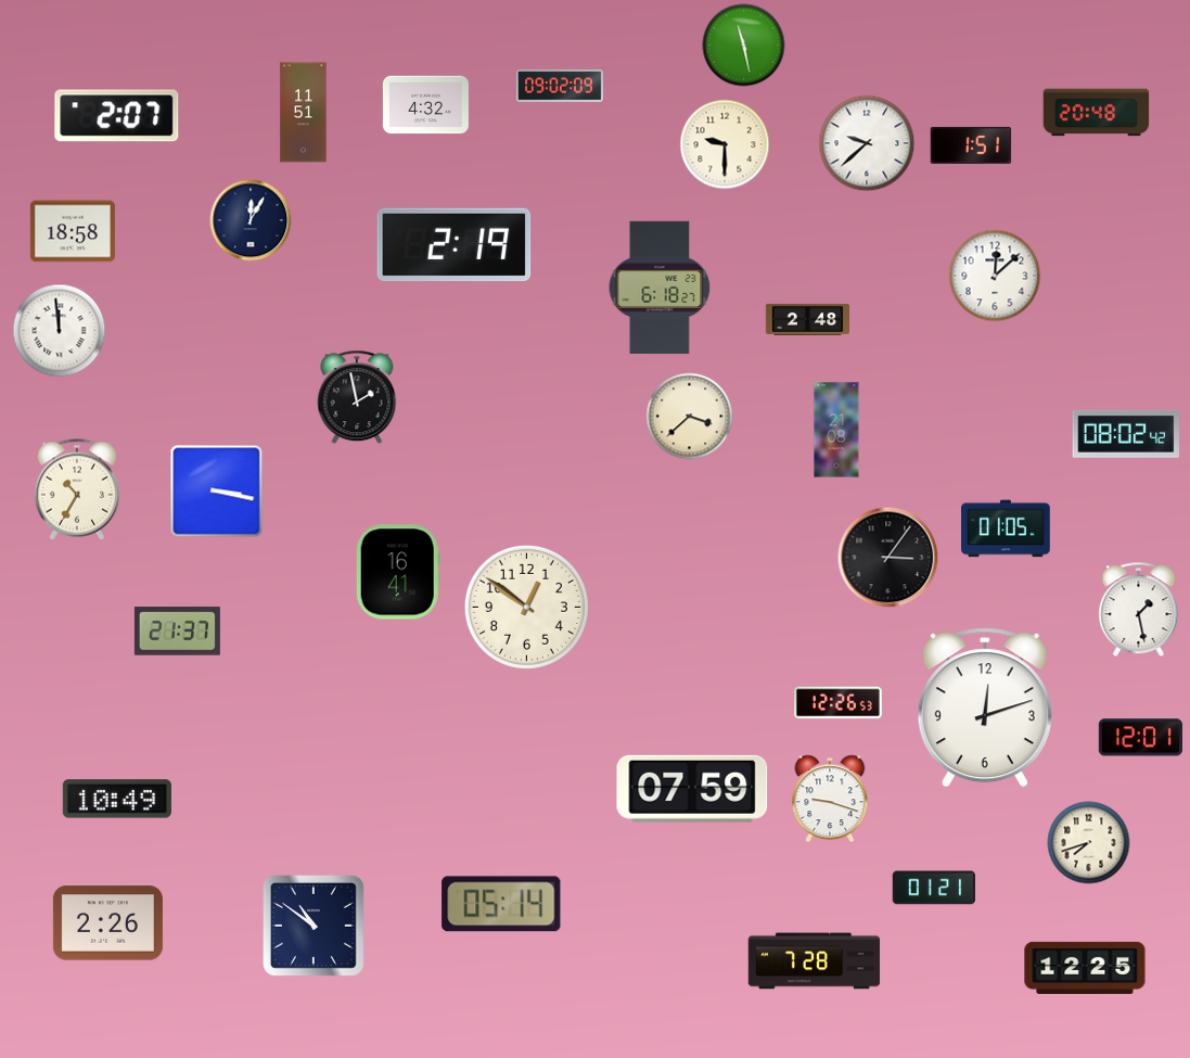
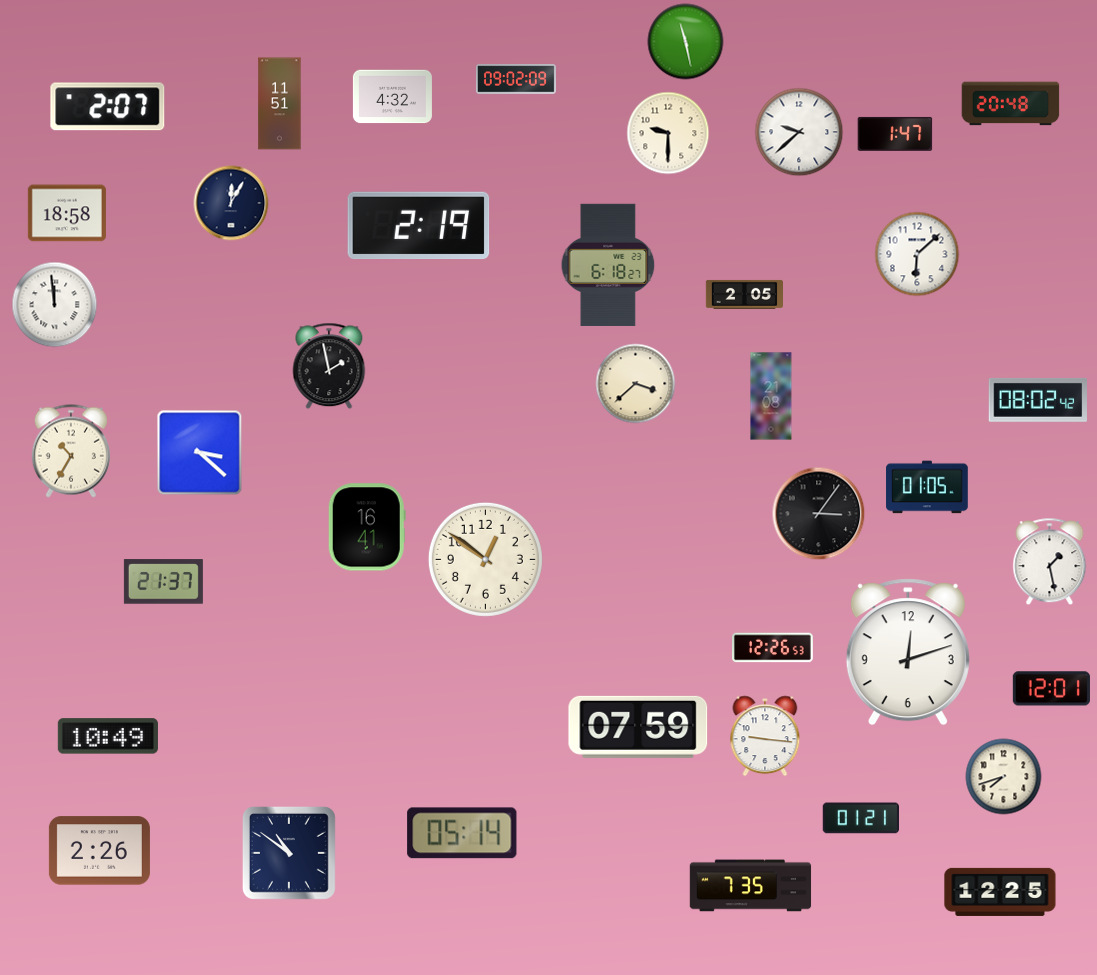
clock at (971, 145): 1:51 -> 1:47
clock at (995, 276): 12:08 -> 6:08
clock at (807, 319): 2:48 -> 2:05
clock at (217, 492): 3:17 -> 3:22
clock at (1140, 738) position: (1140, 738) -> (1051, 689)
clock at (830, 799): 9:18 -> 9:16
clock at (815, 961): 7:28 -> 7:35
